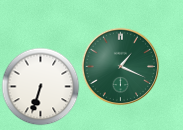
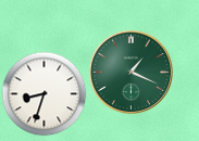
clock at (40, 86): 6:33 -> 8:33
